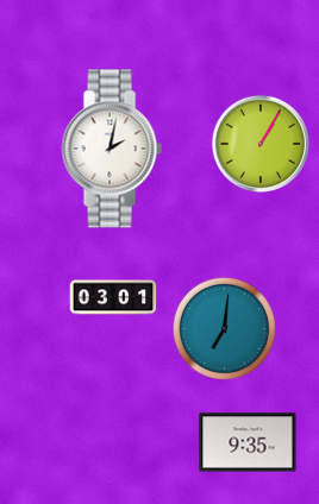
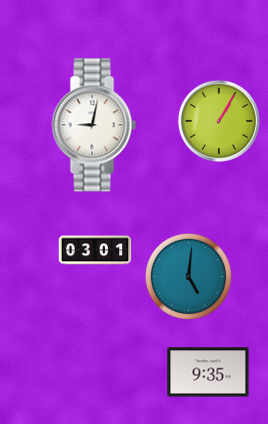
clock at (112, 149): 2:02 -> 9:02
clock at (224, 328): 7:01 -> 5:01
